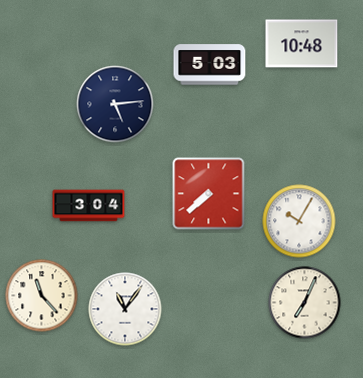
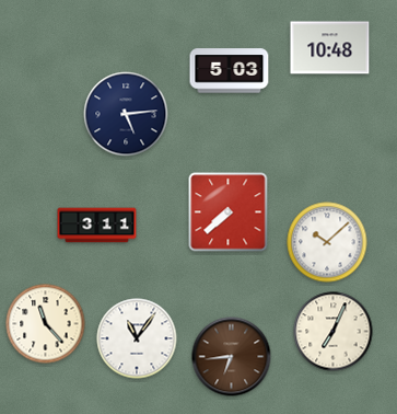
clock at (89, 206): 3:04 -> 3:11
clock at (299, 221): 10:05 -> 10:08
clock at (232, 357): none -> 6:44
